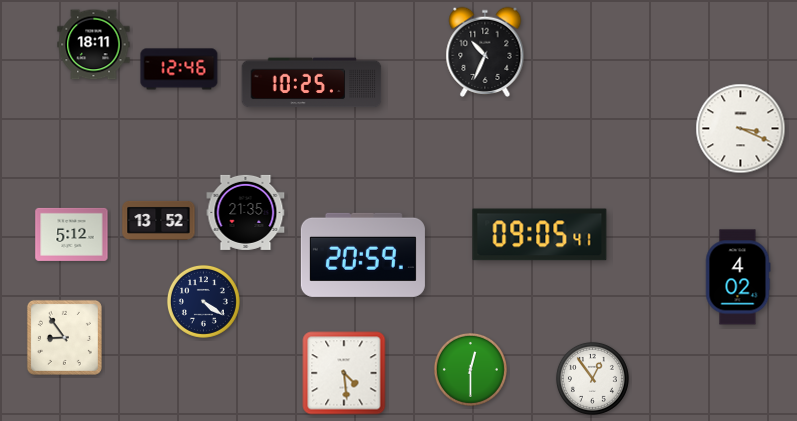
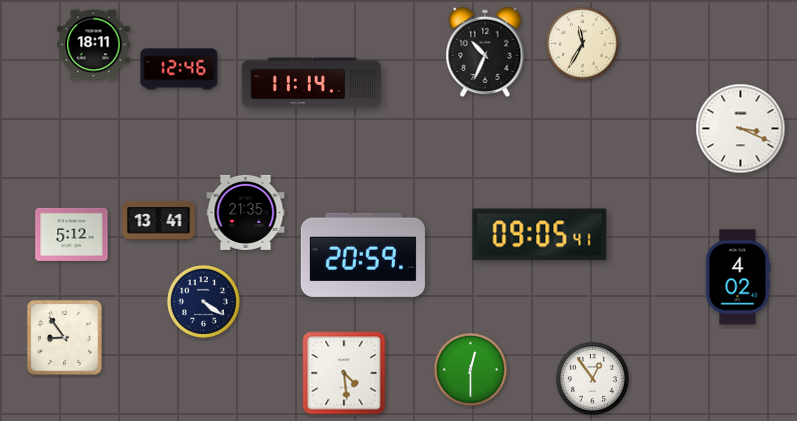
clock at (582, 43): none -> 11:35
clock at (312, 83): 10:25 -> 11:14
clock at (159, 220): 13:52 -> 13:41
